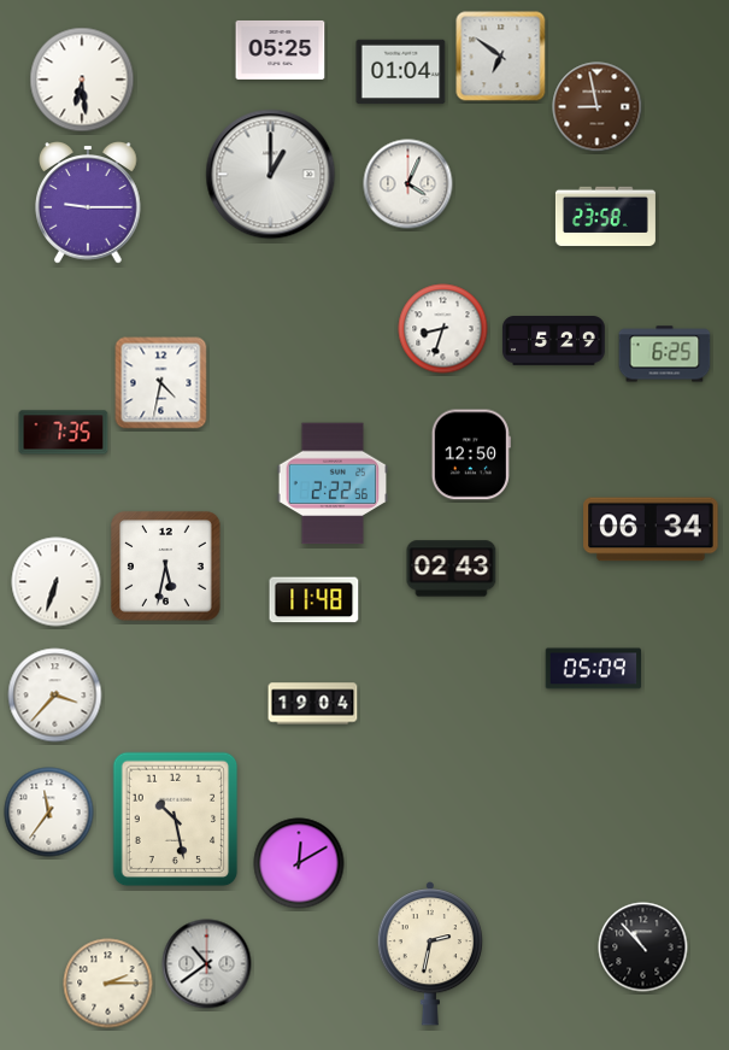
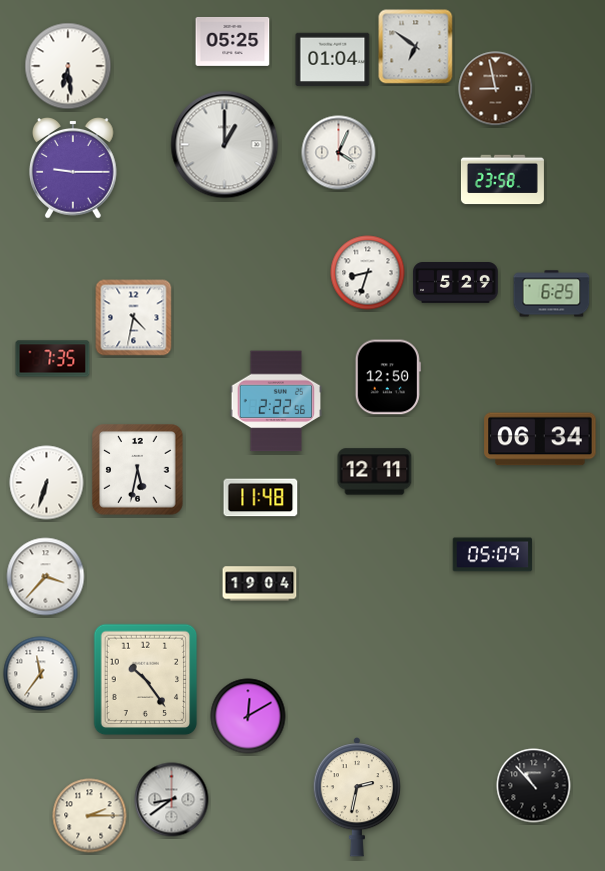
clock at (554, 341) position: (554, 341) -> (456, 283)
clock at (471, 454) position: (471, 454) -> (388, 377)
clock at (452, 569): 02:43 -> 12:11
clock at (176, 820): 10:28 -> 10:24
clock at (429, 954) position: (429, 954) -> (356, 797)
clock at (207, 964): 10:39 -> 8:39
